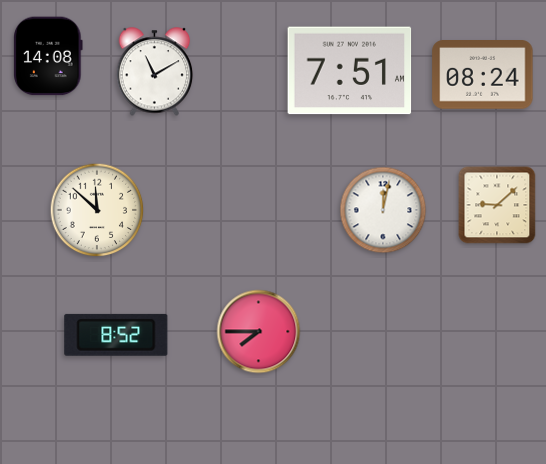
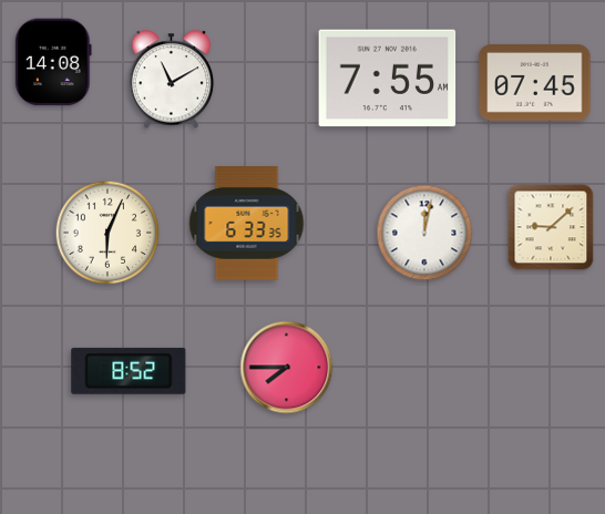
clock at (350, 71): 7:51 -> 7:55
clock at (483, 75): 08:24 -> 07:45
clock at (247, 224): none -> 6:33
clock at (97, 210): 11:52 -> 6:04
